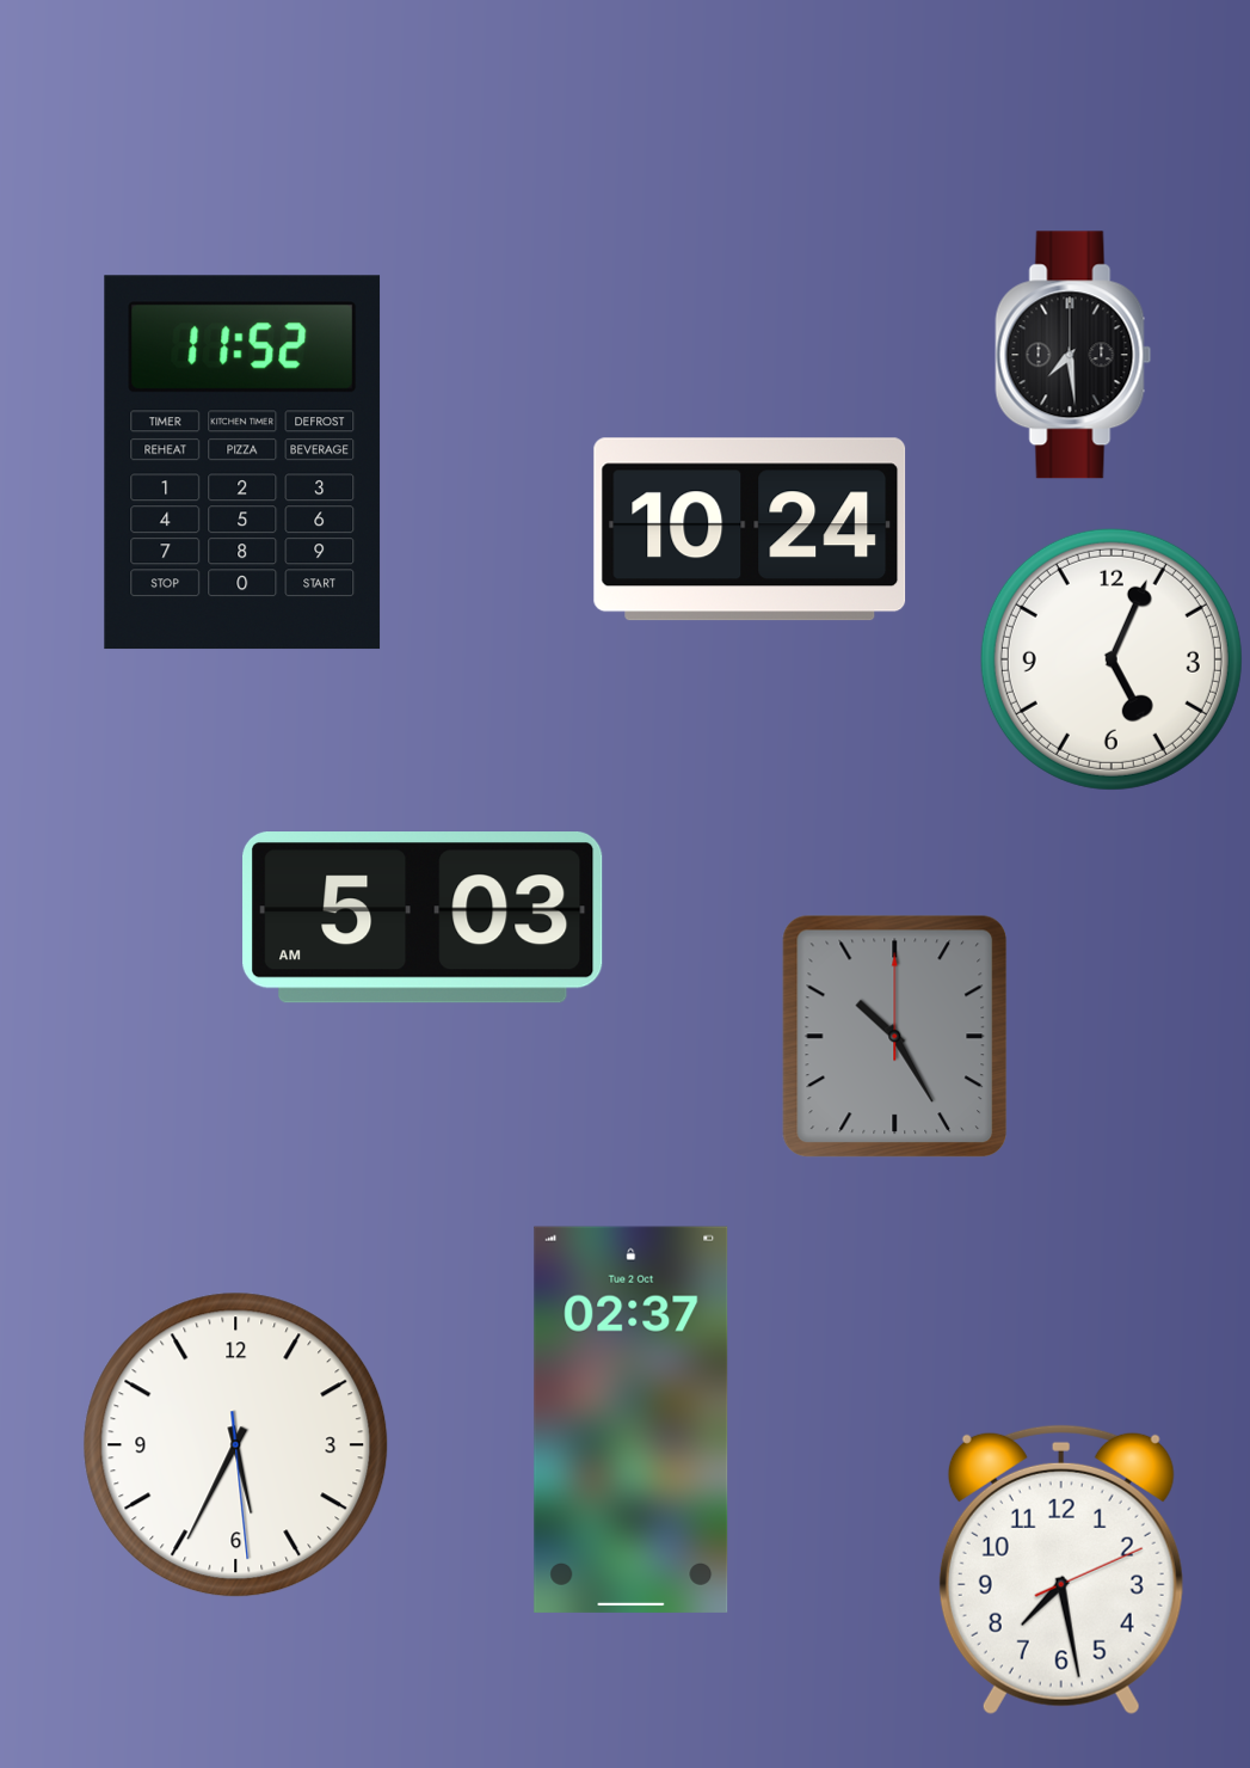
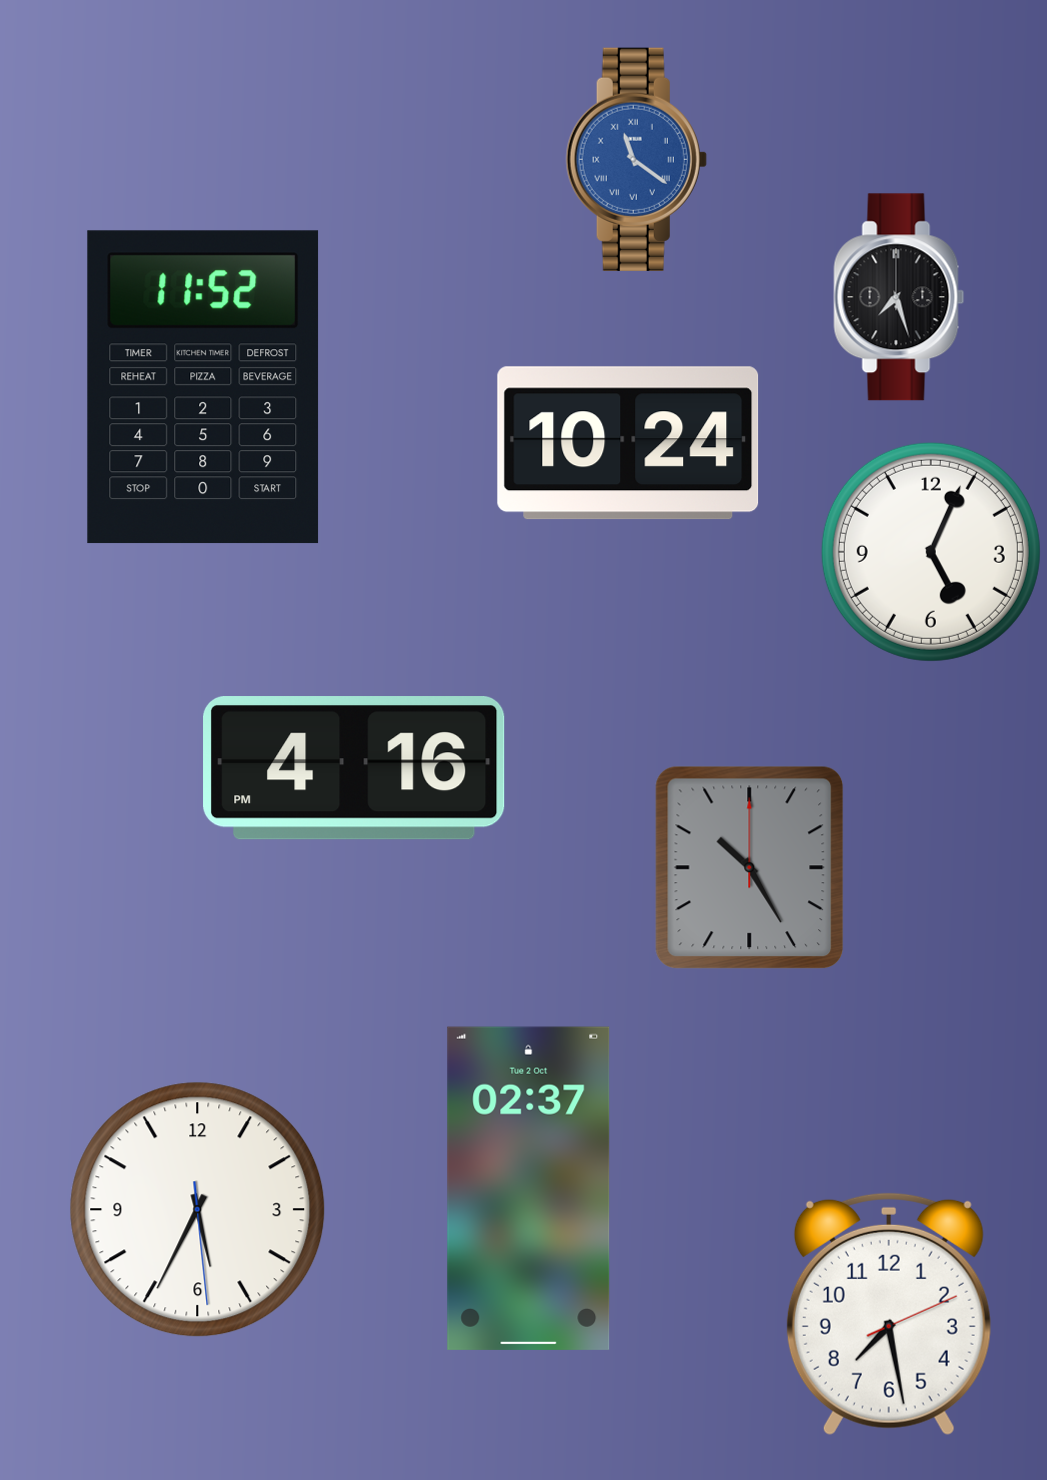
clock at (636, 159): none -> 11:21
clock at (1073, 355): 7:29 -> 7:27
clock at (423, 917): 5:03 -> 4:16
